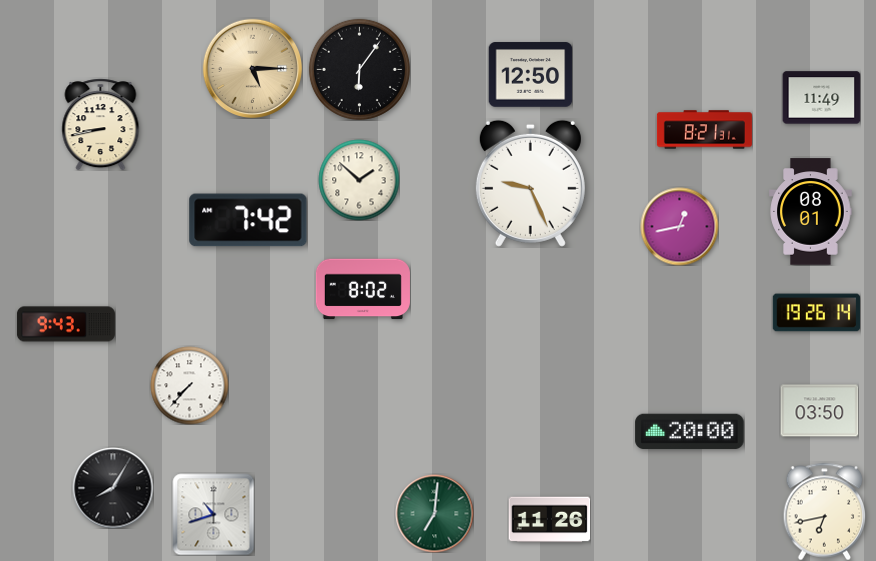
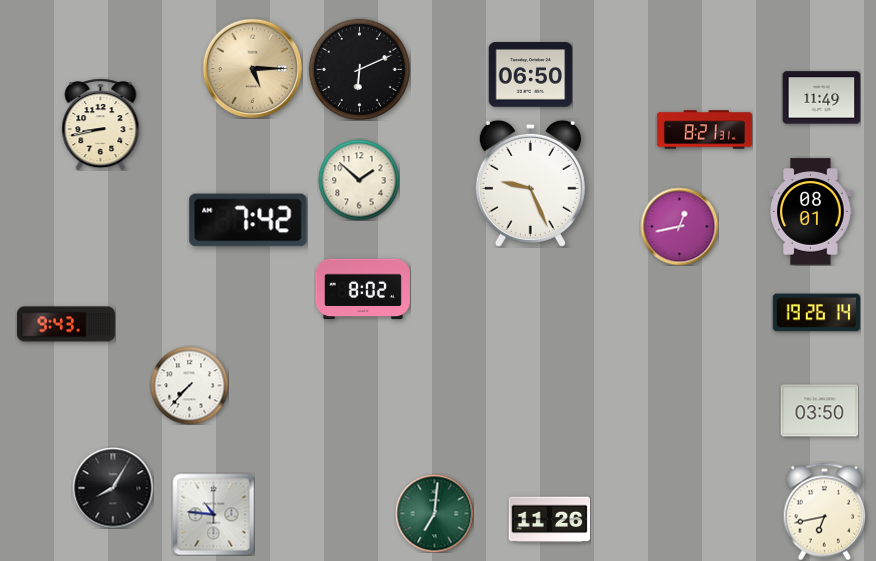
clock at (359, 69): 6:06 -> 6:11
clock at (530, 75): 12:50 -> 06:50
clock at (690, 432): 20:00 -> none
clock at (213, 514): 10:42 -> 10:46
